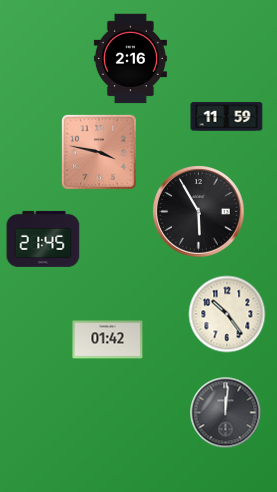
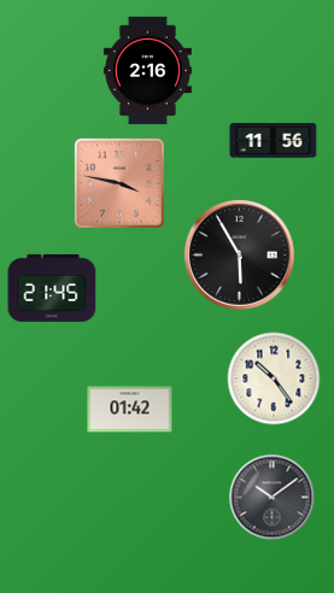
clock at (130, 59) position: (130, 59) -> (147, 71)
clock at (227, 117): 11:59 -> 11:56
clock at (226, 413): 12:01 -> 10:09
